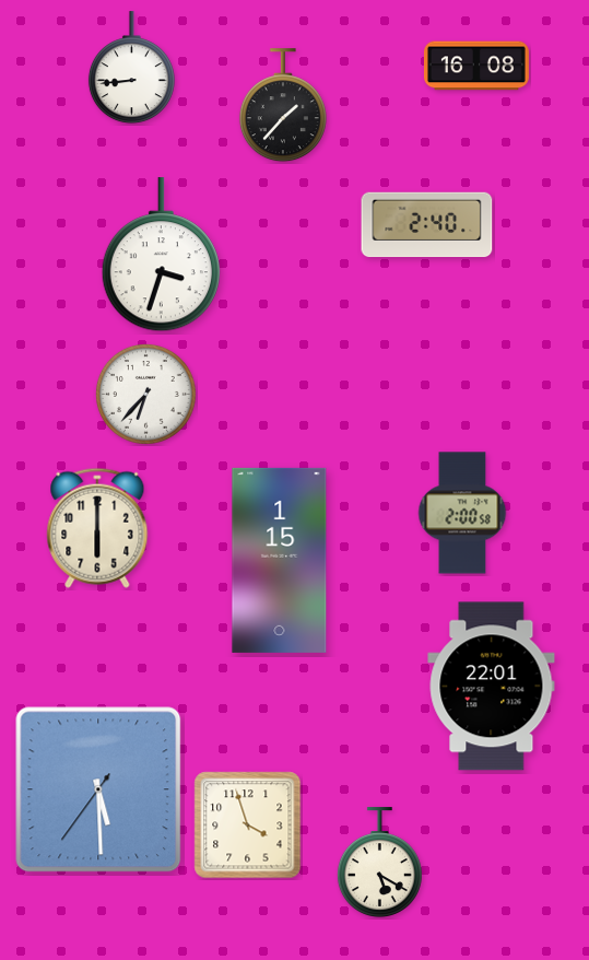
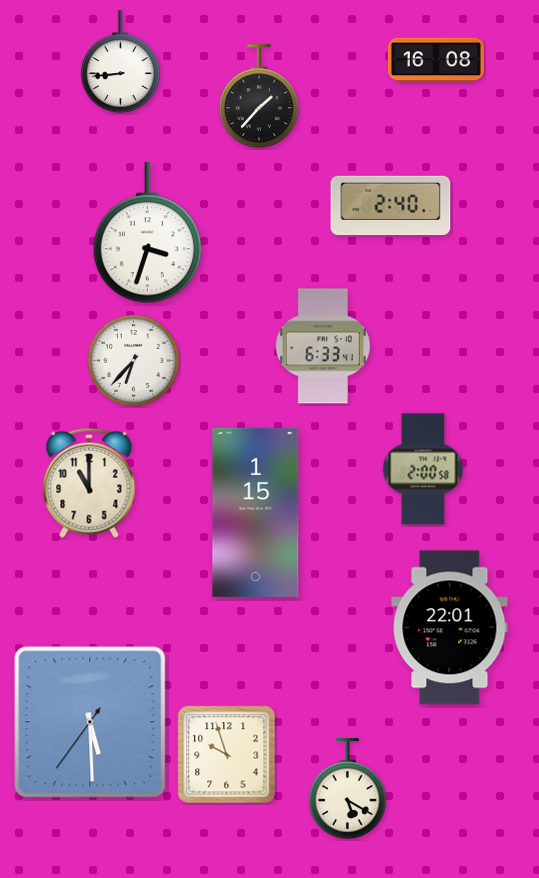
clock at (323, 346): none -> 6:33
clock at (97, 528): 6:00 -> 11:00
clock at (248, 826): 3:57 -> 9:57
